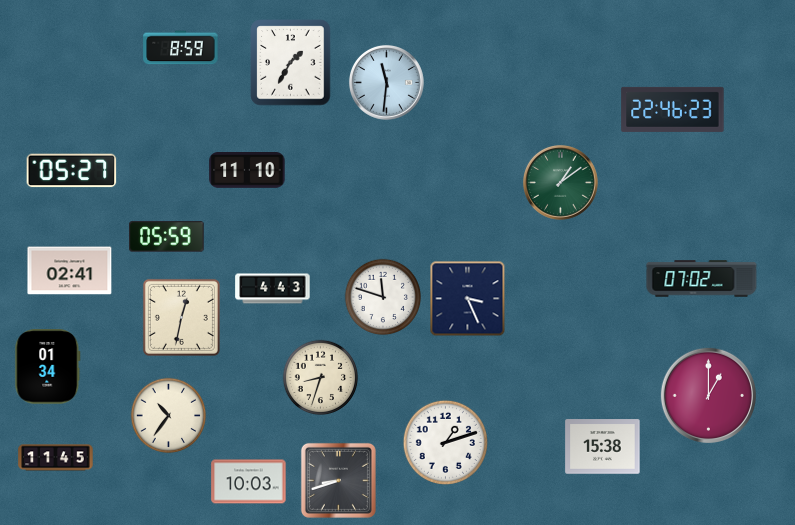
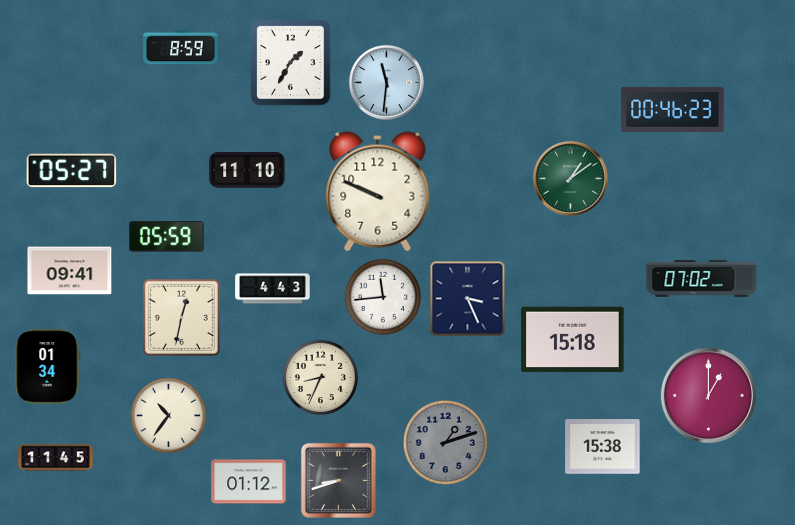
clock at (673, 109): 22:46 -> 00:46
clock at (560, 182) position: (560, 182) -> (570, 178)
clock at (378, 192): none -> 9:49
clock at (70, 271): 02:41 -> 09:41
clock at (383, 297): 11:48 -> 11:44
clock at (573, 340): none -> 15:18
clock at (321, 378): 8:33 -> 8:34
clock at (445, 442) dial: white -> grey
clock at (249, 482): 10:03 -> 01:12
